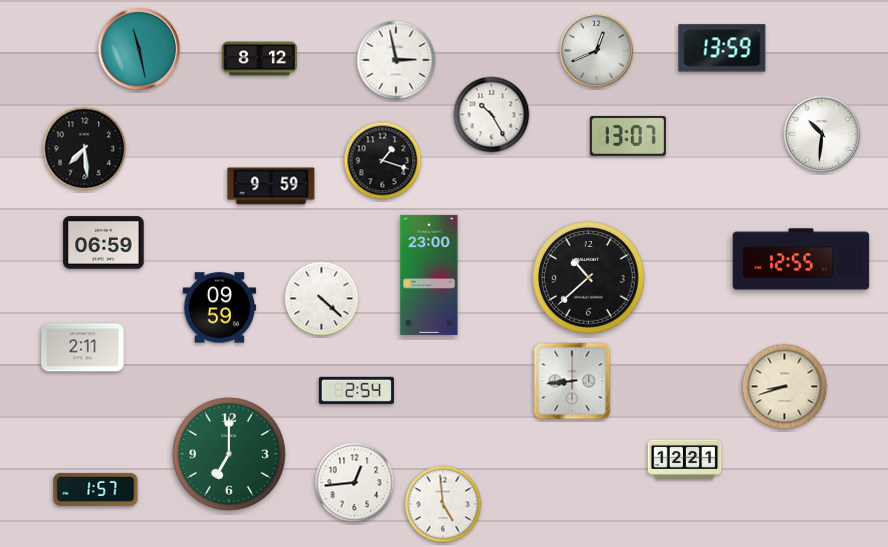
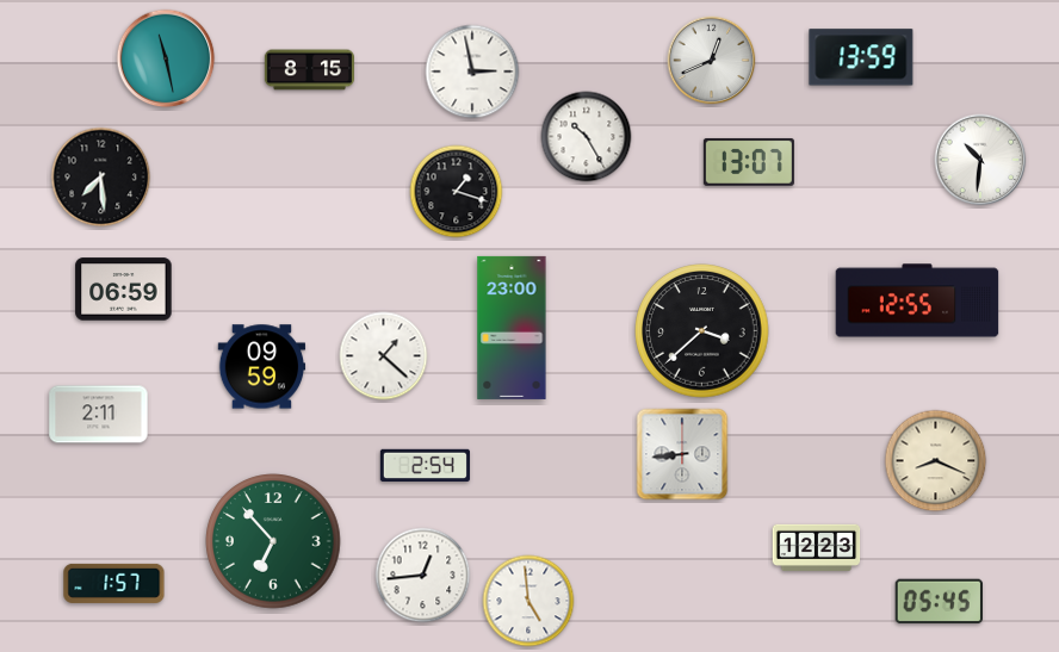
clock at (259, 59): 8:12 -> 8:15
clock at (271, 186): 9:59 -> none
clock at (801, 259) position: (801, 259) -> (917, 300)
clock at (589, 278): 10:38 -> 3:38
clock at (322, 299): 4:22 -> 1:22
clock at (785, 387): 8:42 -> 8:19
clock at (229, 454): 7:00 -> 6:53
clock at (685, 459): 12:21 -> 12:23
clock at (939, 602): none -> 05:45
